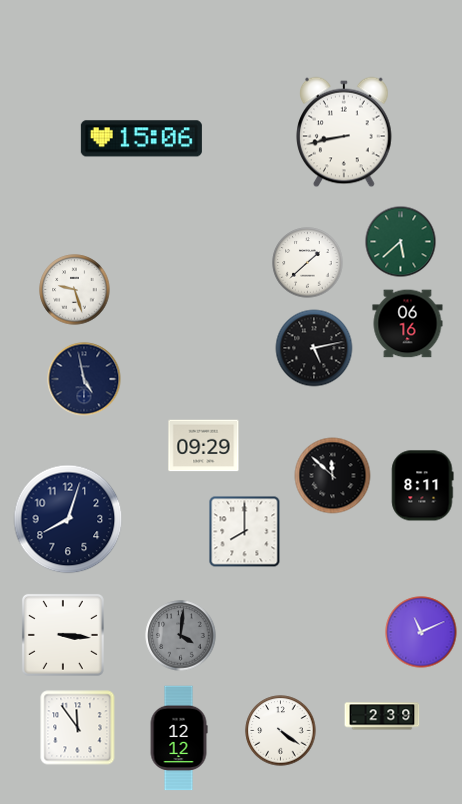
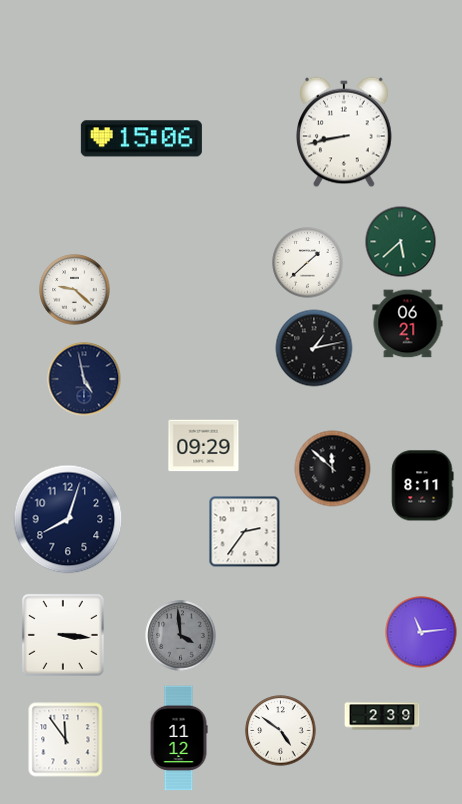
clock at (75, 290): 9:27 -> 9:22
clock at (408, 324): 06:16 -> 06:21
clock at (314, 348): 5:13 -> 1:13
clock at (333, 476) position: (333, 476) -> (333, 469)
clock at (245, 532): 8:00 -> 2:36
clock at (421, 632): 11:11 -> 11:14
clock at (181, 636): 4:01 -> 3:59
clock at (78, 728) position: (78, 728) -> (66, 740)
clock at (281, 731): 4:21 -> 4:51
clock at (179, 738): 12:12 -> 11:12
